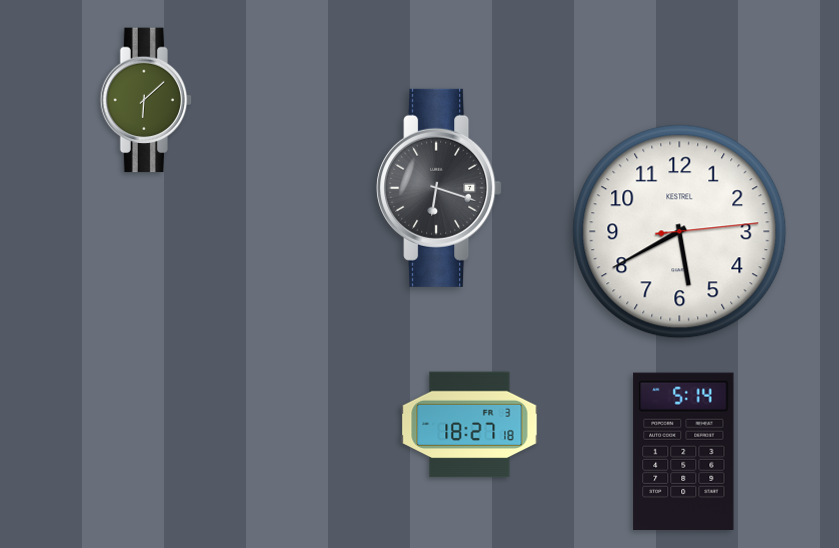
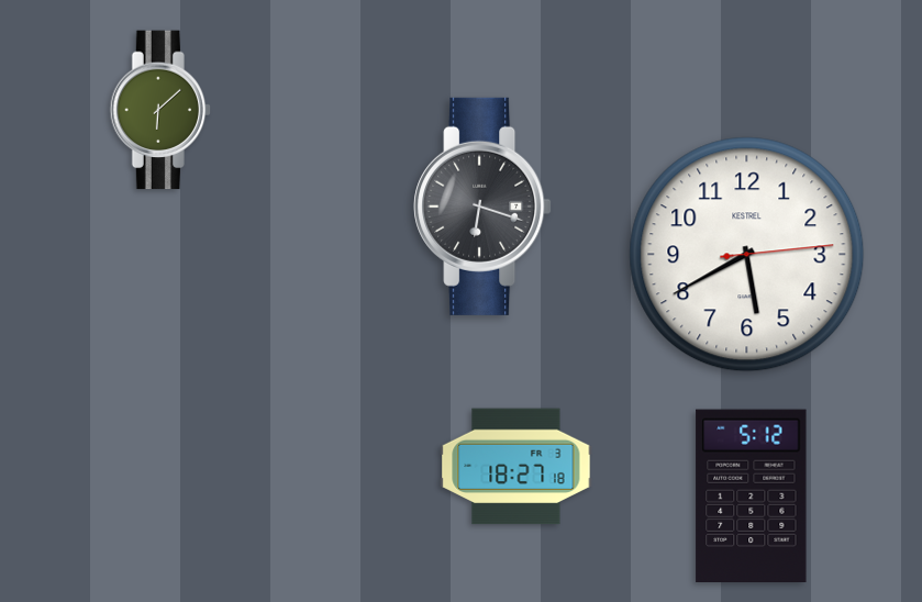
clock at (684, 451): 5:14 -> 5:12
